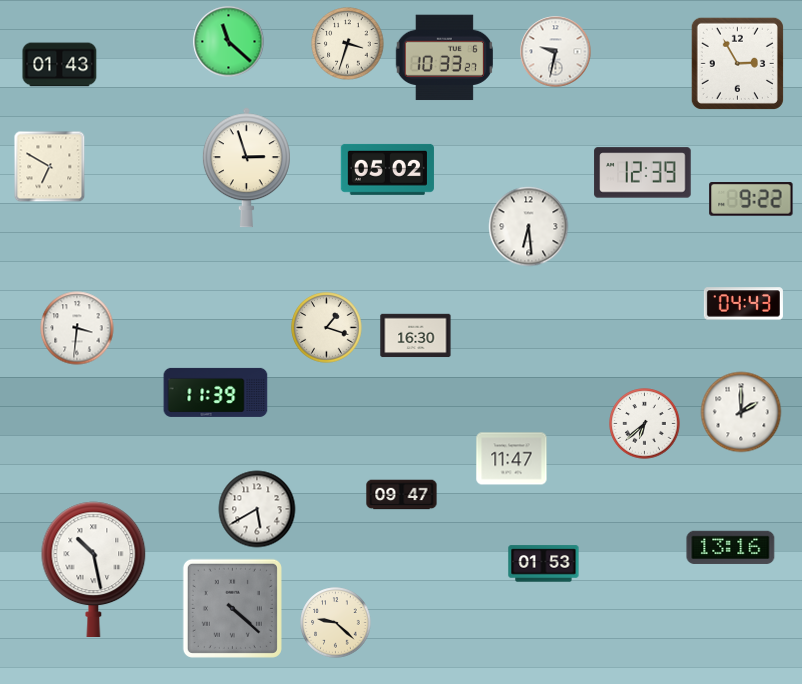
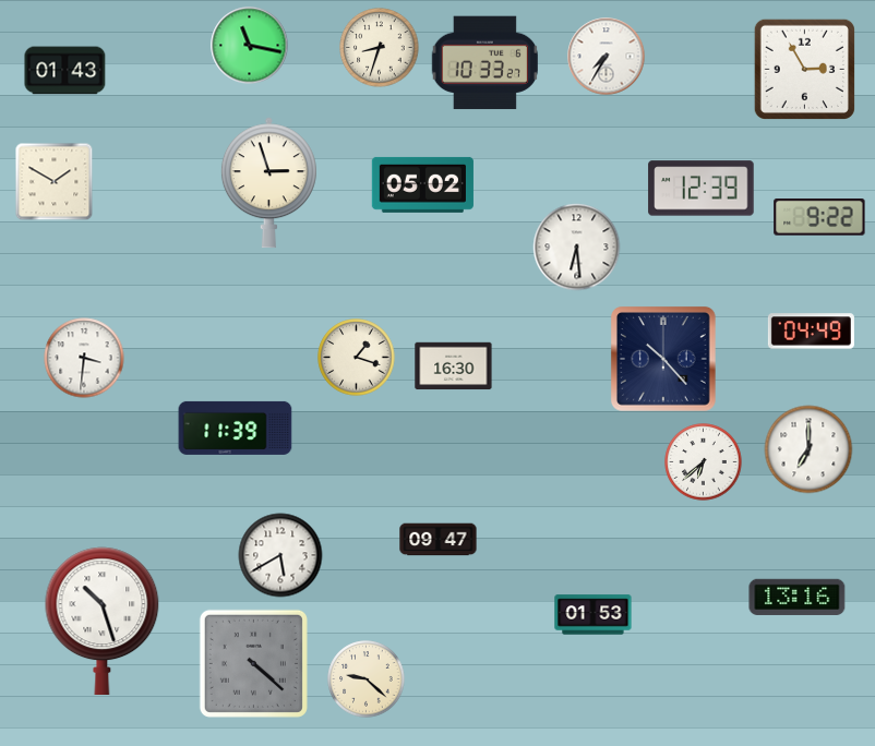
clock at (229, 42): 11:22 -> 11:17
clock at (348, 44): 3:33 -> 8:33
clock at (556, 52): 9:32 -> 7:35
clock at (50, 167): 6:50 -> 1:50
clock at (743, 304): 04:43 -> 04:49
clock at (663, 359): none -> 10:23
clock at (741, 412): 2:00 -> 7:00
clock at (512, 459): 11:47 -> none
clock at (94, 569): 10:28 -> 10:27
